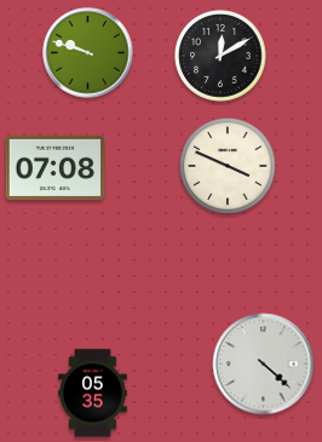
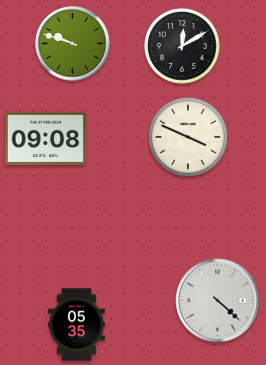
clock at (56, 167): 07:08 -> 09:08
